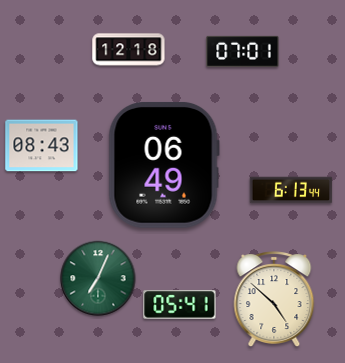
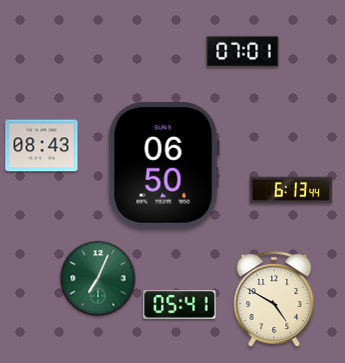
clock at (129, 50): 12:18 -> none
clock at (164, 165): 06:49 -> 06:50
clock at (274, 299): 4:52 -> 4:50
